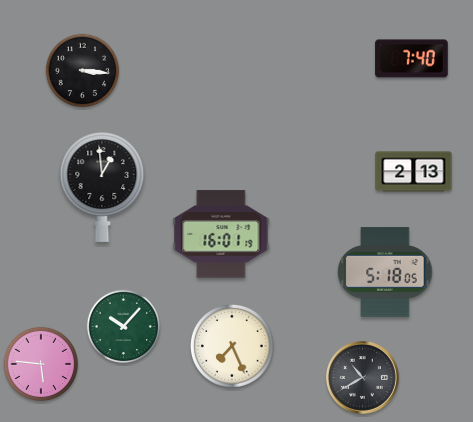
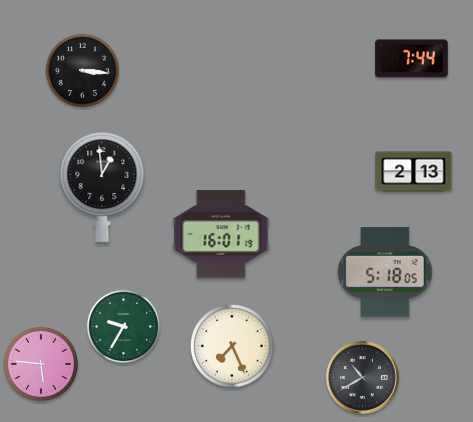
clock at (412, 59): 7:40 -> 7:44
clock at (124, 327): 10:07 -> 9:35
